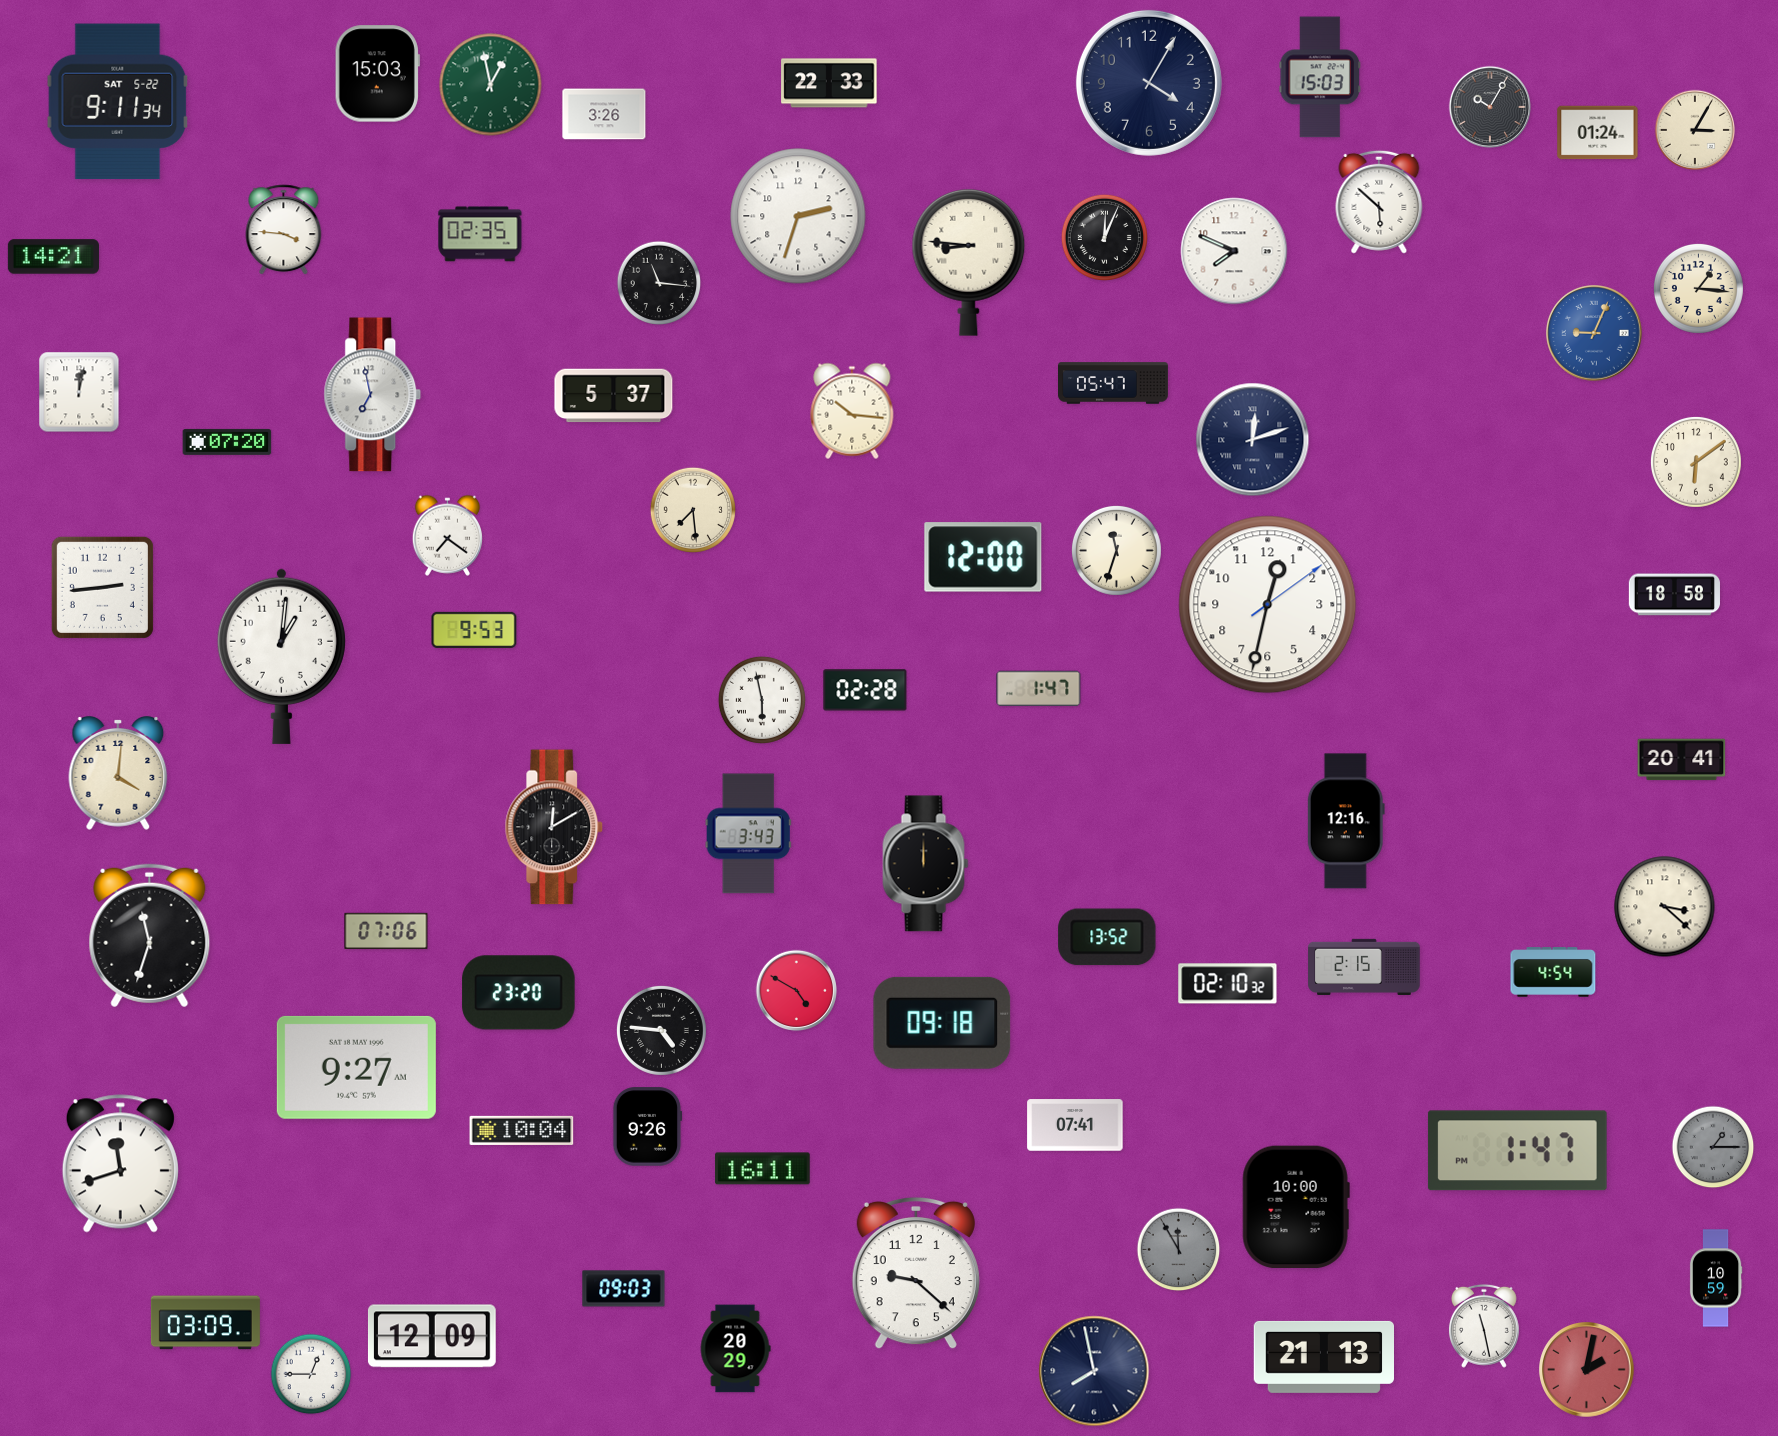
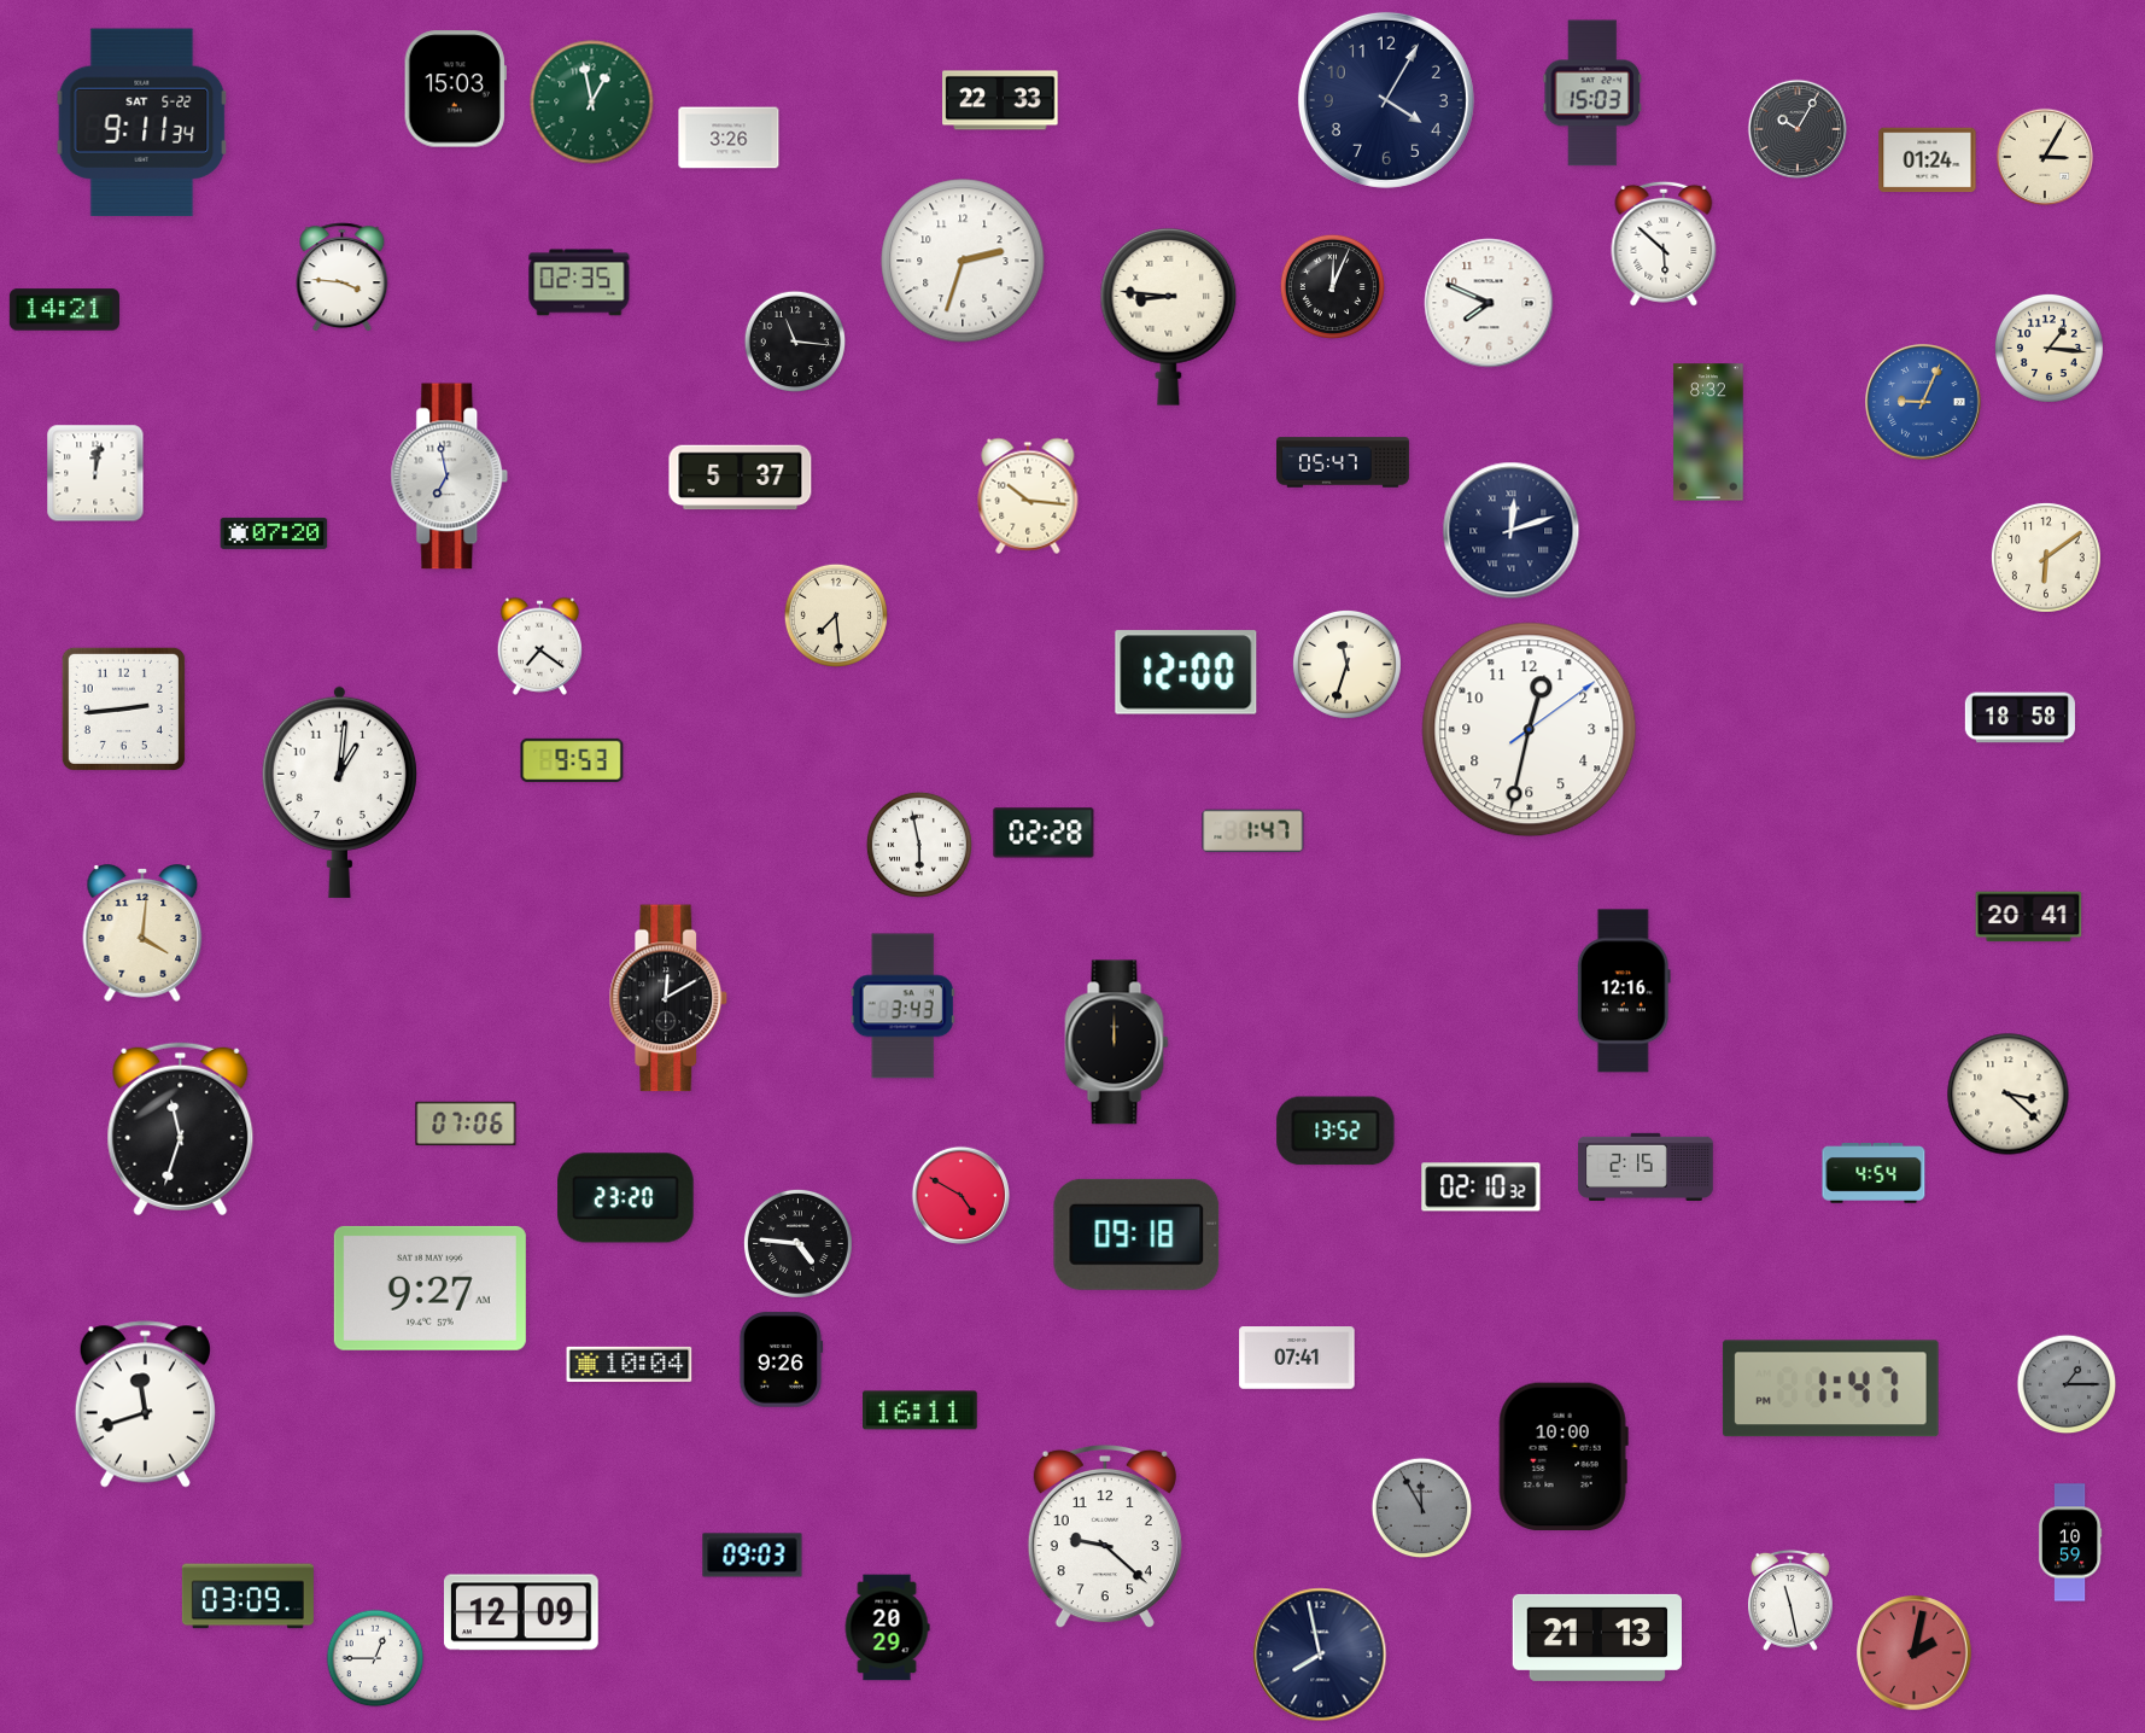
clock at (1708, 432): none -> 8:32
